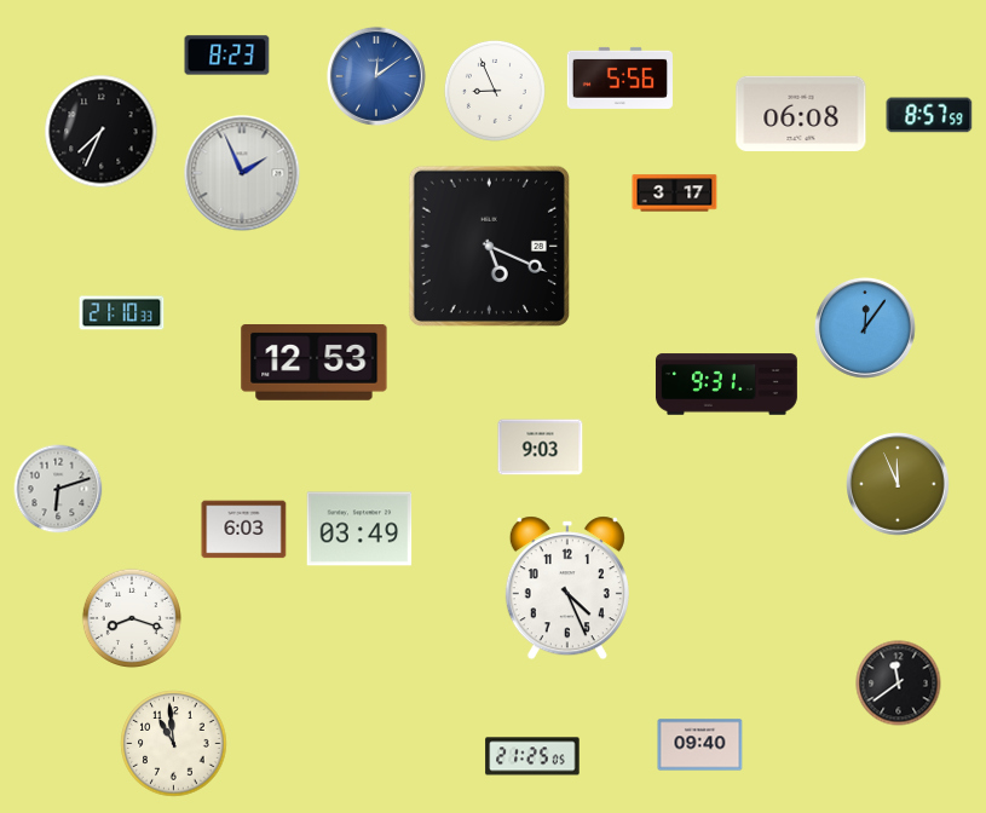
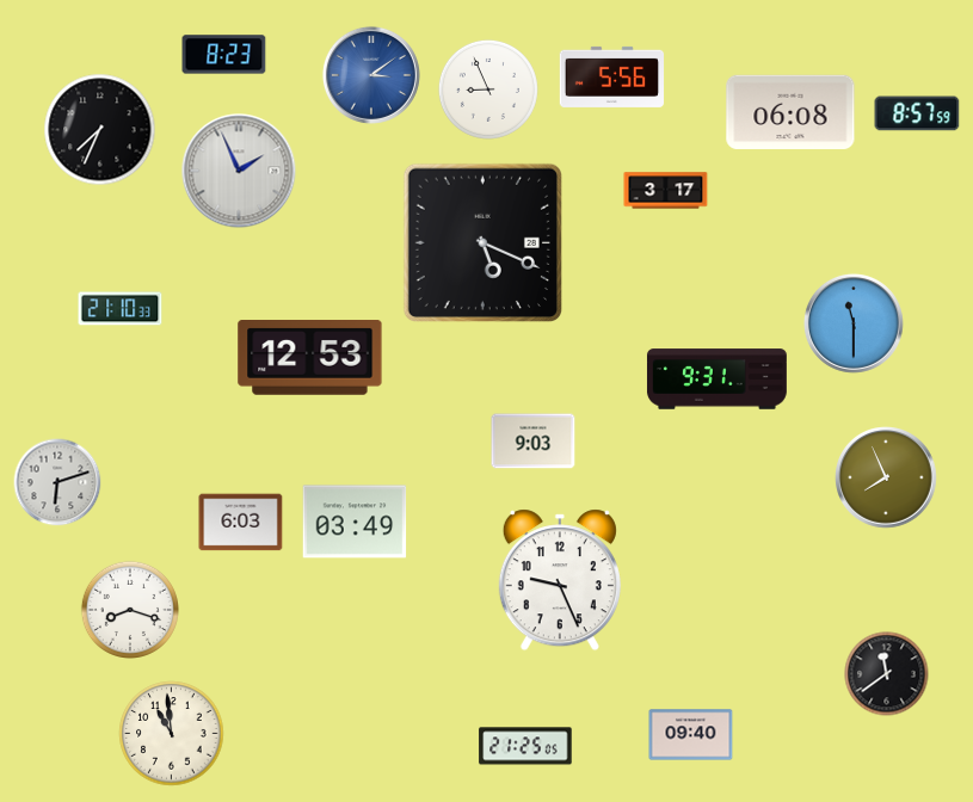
clock at (376, 76): 12:09 -> 3:09
clock at (865, 328): 12:06 -> 11:30
clock at (898, 484): 11:56 -> 7:56
clock at (567, 588): 4:26 -> 9:26
